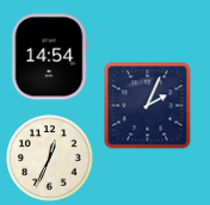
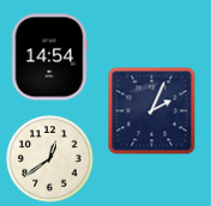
clock at (148, 106) position: (148, 106) -> (152, 111)
clock at (50, 159): 12:34 -> 12:39
